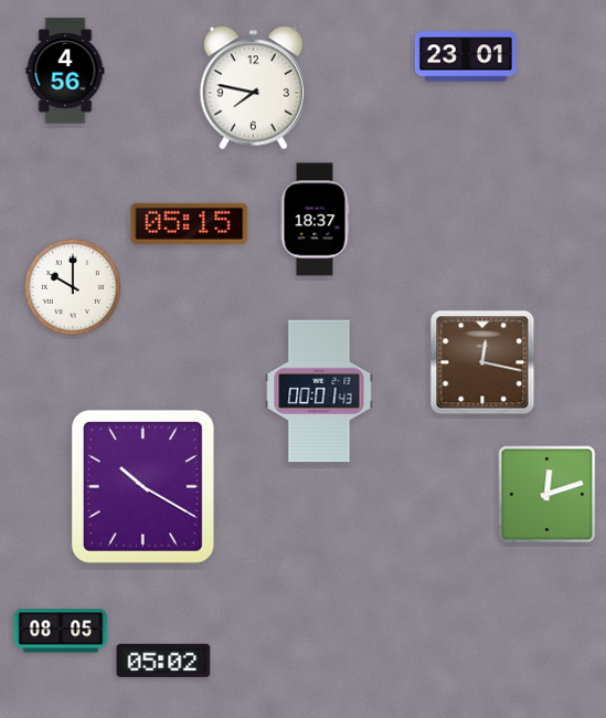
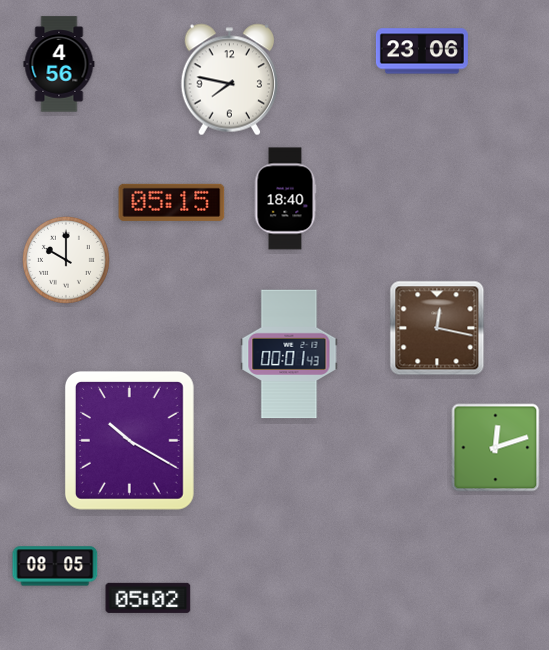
clock at (466, 56): 23:01 -> 23:06
clock at (315, 220): 18:37 -> 18:40
clock at (61, 631) position: (61, 631) -> (55, 566)
